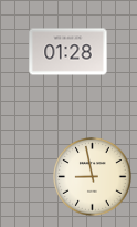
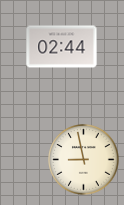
clock at (68, 52): 01:28 -> 02:44
